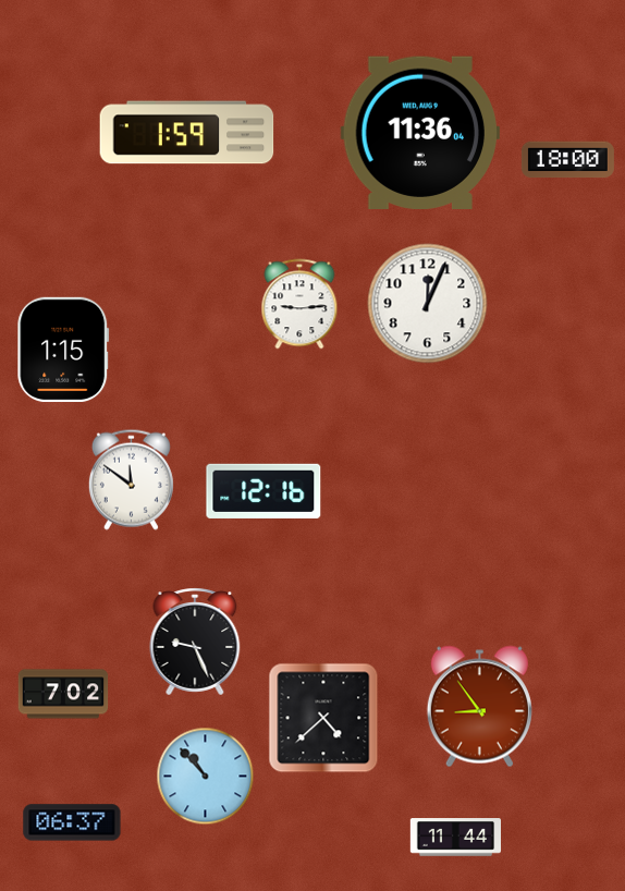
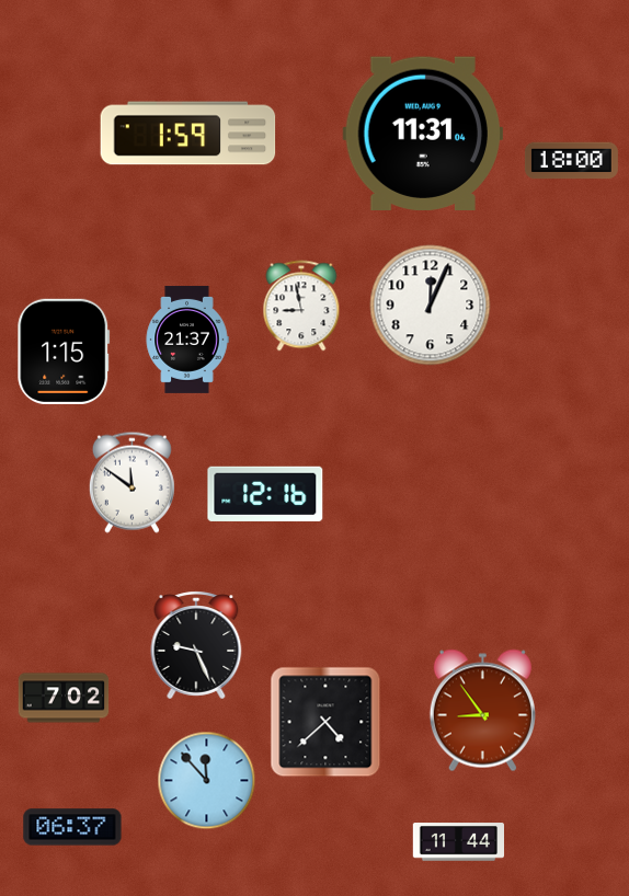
clock at (420, 132): 11:36 -> 11:31
clock at (299, 304): 9:14 -> 8:58
clock at (187, 340): none -> 21:37
clock at (206, 777): 10:53 -> 11:53
